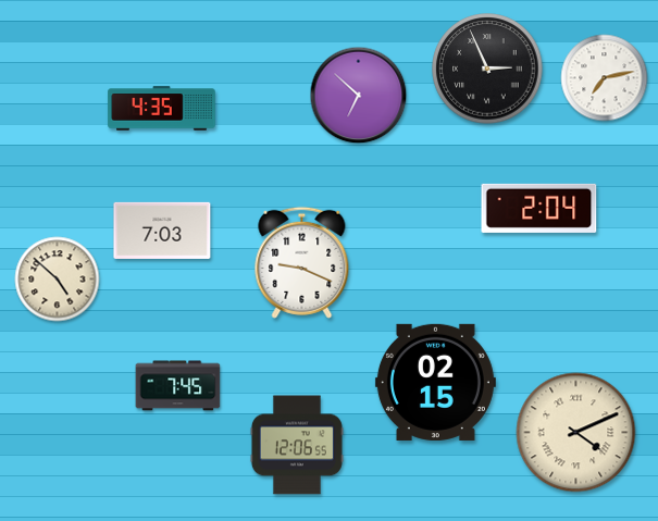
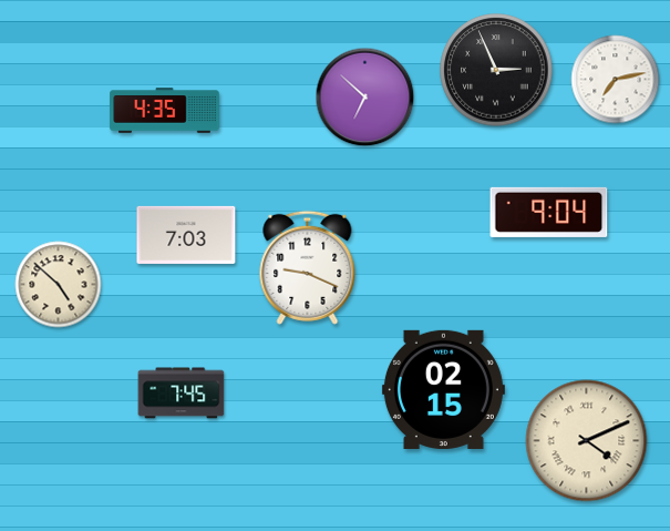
clock at (539, 208): 2:04 -> 9:04
clock at (162, 231) position: (162, 231) -> (186, 235)
clock at (297, 445): 12:06 -> none
